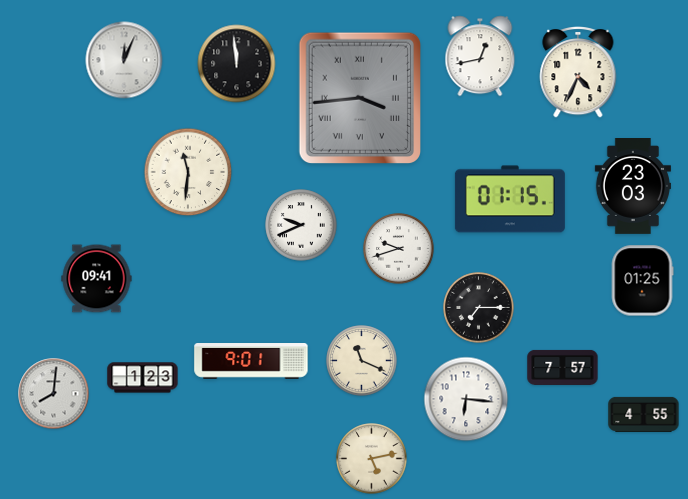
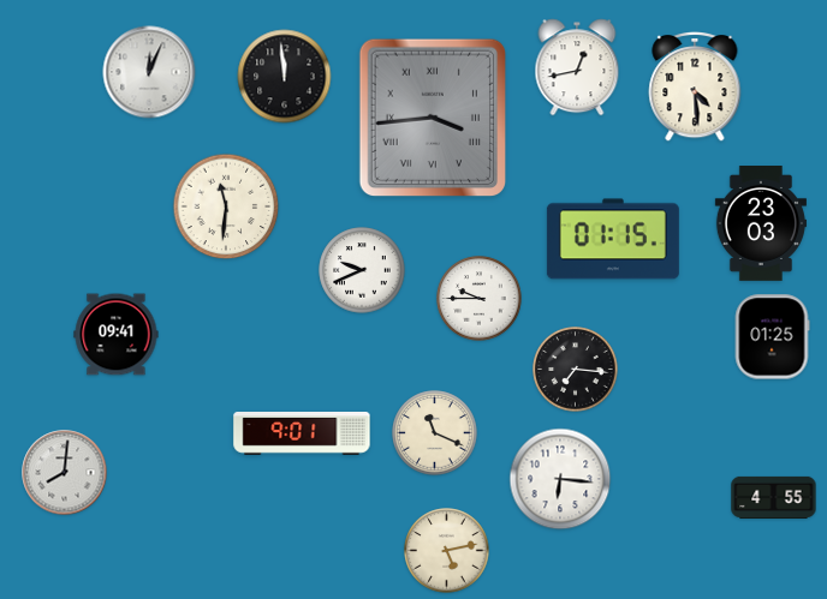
clock at (578, 73): 4:34 -> 4:29
clock at (399, 249): 9:42 -> 9:45
clock at (479, 308): 7:15 -> 7:16
clock at (563, 367): 7:57 -> none
clock at (143, 378): 1:23 -> none
